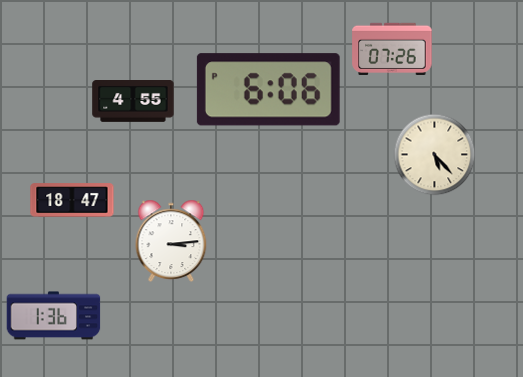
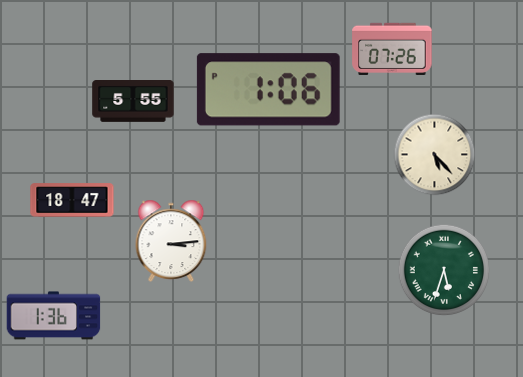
clock at (268, 90): 6:06 -> 1:06
clock at (133, 102): 4:55 -> 5:55
clock at (444, 270): none -> 5:33
